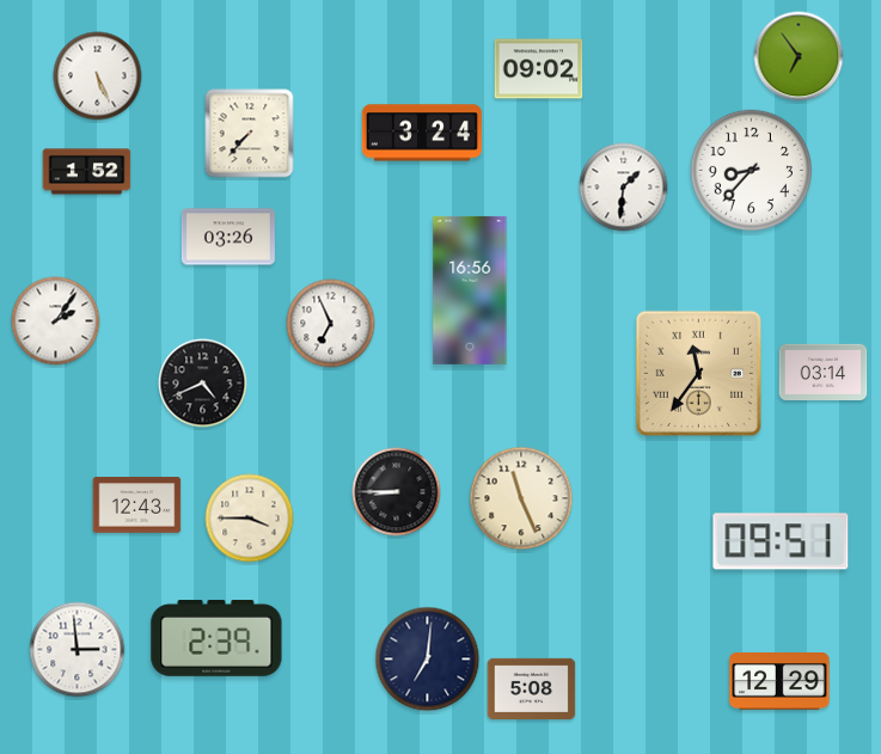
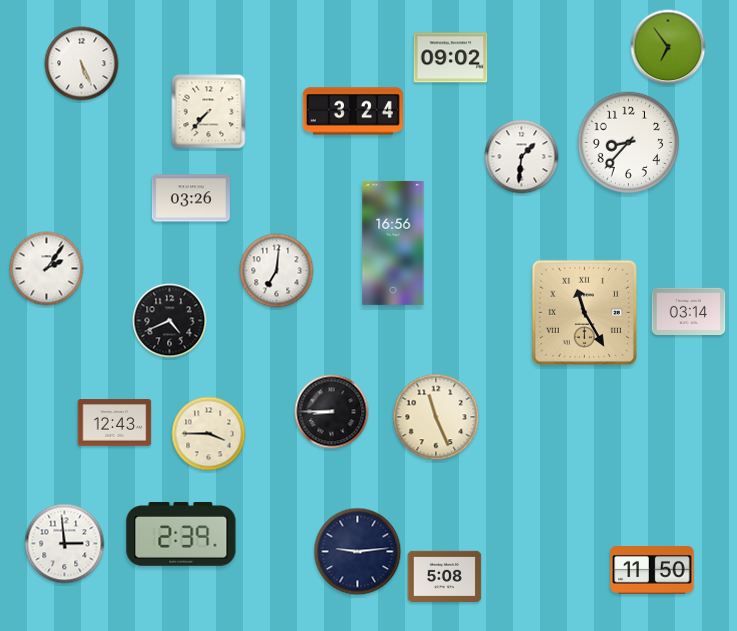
clock at (87, 172): 1:52 -> none
clock at (331, 324): 6:56 -> 7:01
clock at (698, 373): 11:36 -> 11:25
clock at (781, 541): 09:51 -> none
clock at (428, 660): 7:01 -> 9:14
clock at (779, 682): 12:29 -> 11:50
